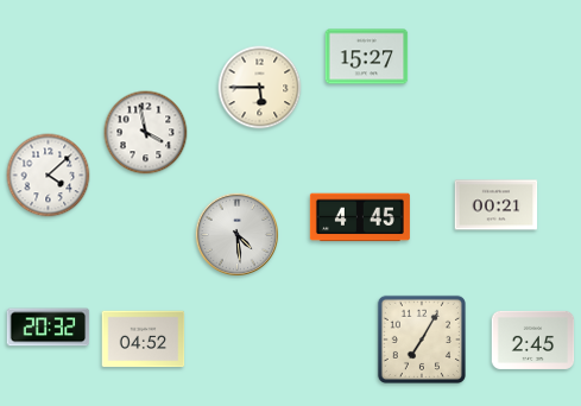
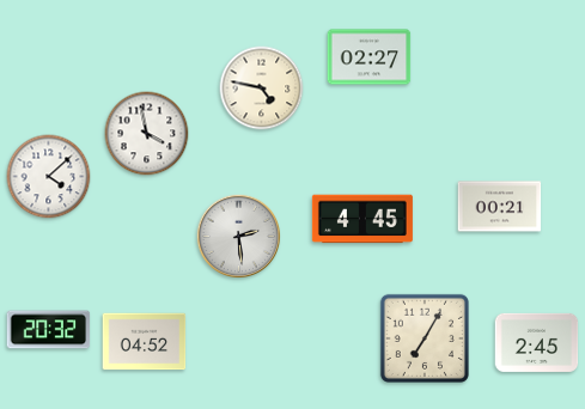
clock at (367, 57): 15:27 -> 02:27
clock at (260, 88): 5:45 -> 4:47
clock at (236, 234): 4:29 -> 2:29
clock at (422, 340) position: (422, 340) -> (425, 338)
